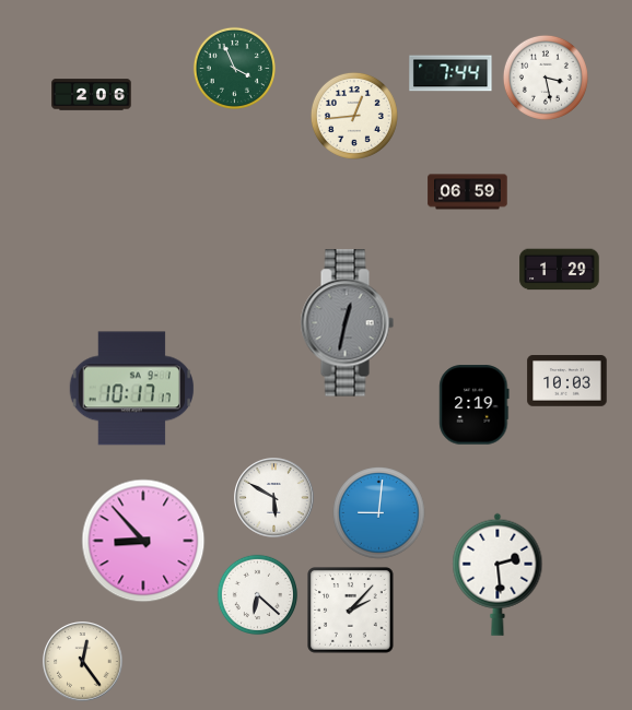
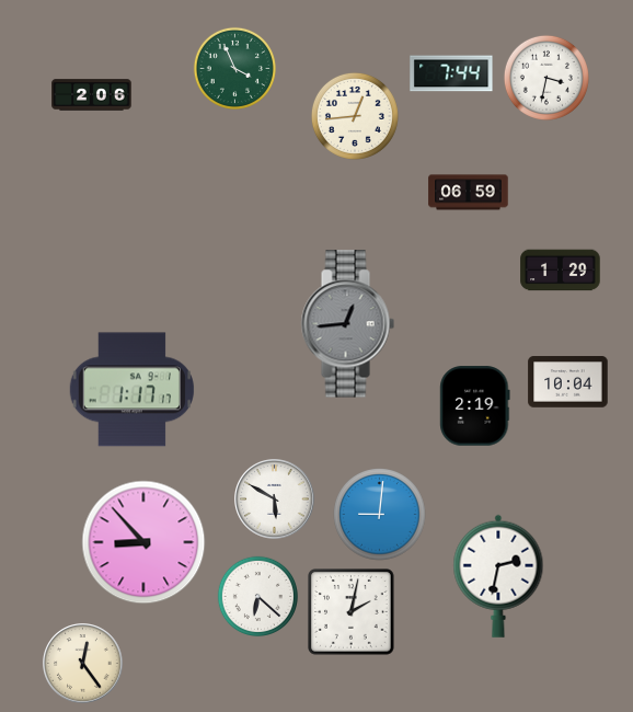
clock at (546, 78): 3:28 -> 3:32
clock at (347, 323): 12:32 -> 12:44
clock at (567, 381): 10:03 -> 10:04
clock at (131, 389): 10:17 -> 1:17
clock at (498, 575): 2:29 -> 2:32
clock at (351, 611): 2:07 -> 2:02
